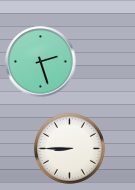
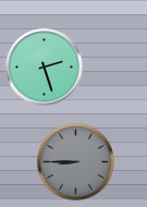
clock at (69, 148) dial: white -> grey
